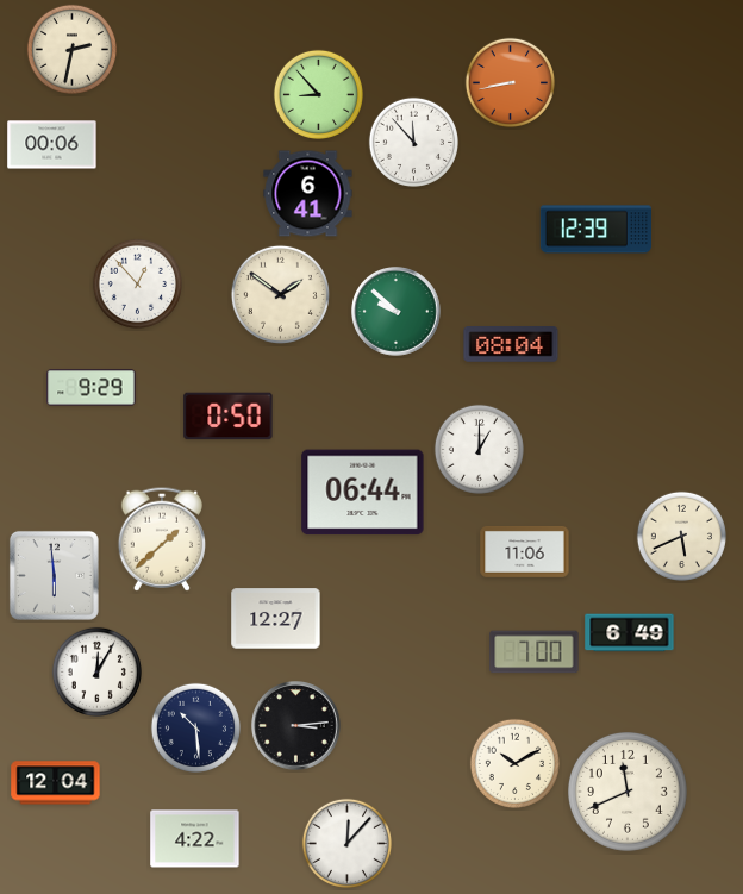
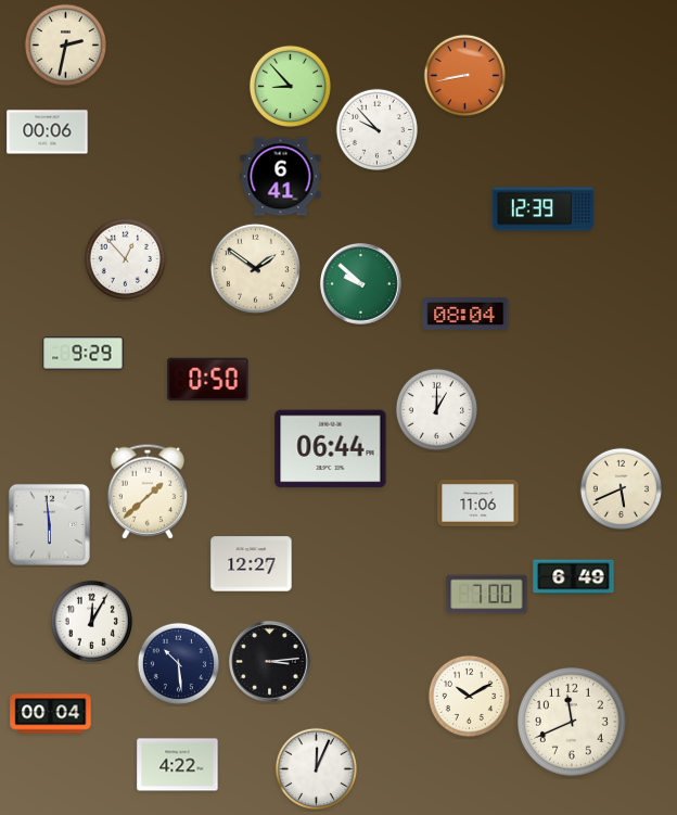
clock at (413, 142): 11:53 -> 9:53
clock at (96, 671) position: (96, 671) -> (91, 621)
clock at (56, 783): 12:04 -> 00:04
clock at (346, 843): 12:07 -> 12:04
